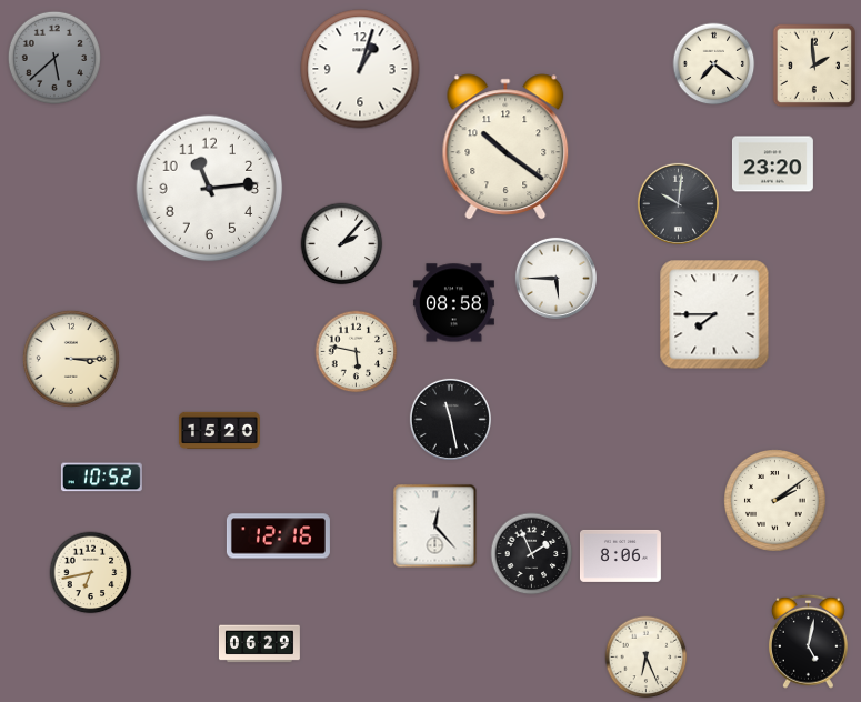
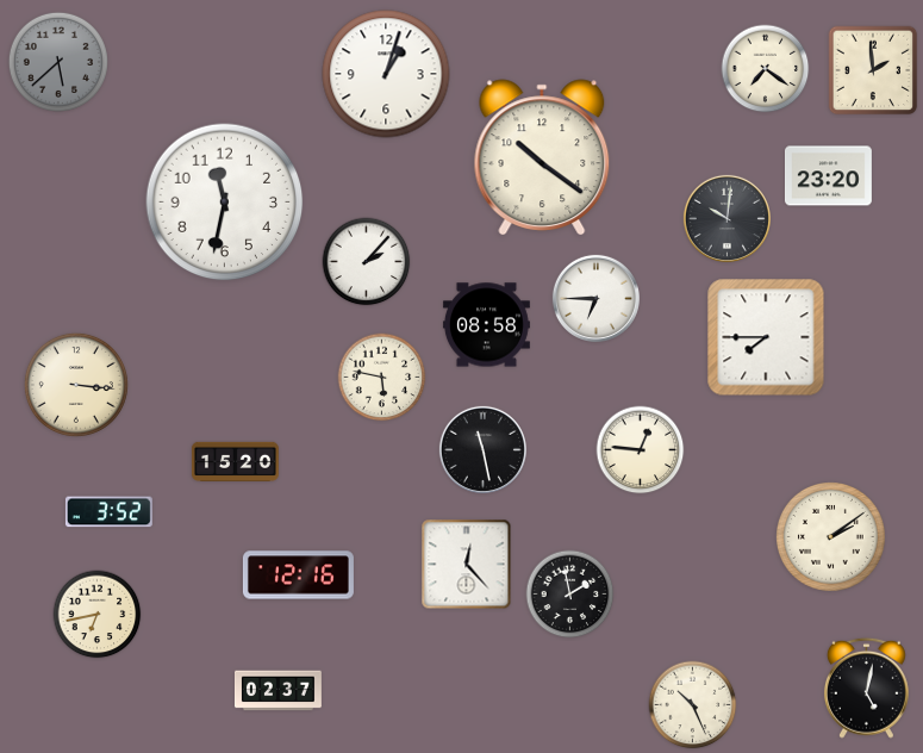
clock at (210, 189): 11:14 -> 11:32
clock at (555, 278): 5:45 -> 6:45
clock at (71, 359): 3:15 -> 3:16
clock at (641, 450): none -> 12:46
clock at (101, 478): 10:52 -> 3:52
clock at (532, 554): 1:56 -> 1:58
clock at (620, 555): 8:06 -> none
clock at (259, 644): 06:29 -> 02:37
clock at (647, 658): 6:26 -> 10:26
